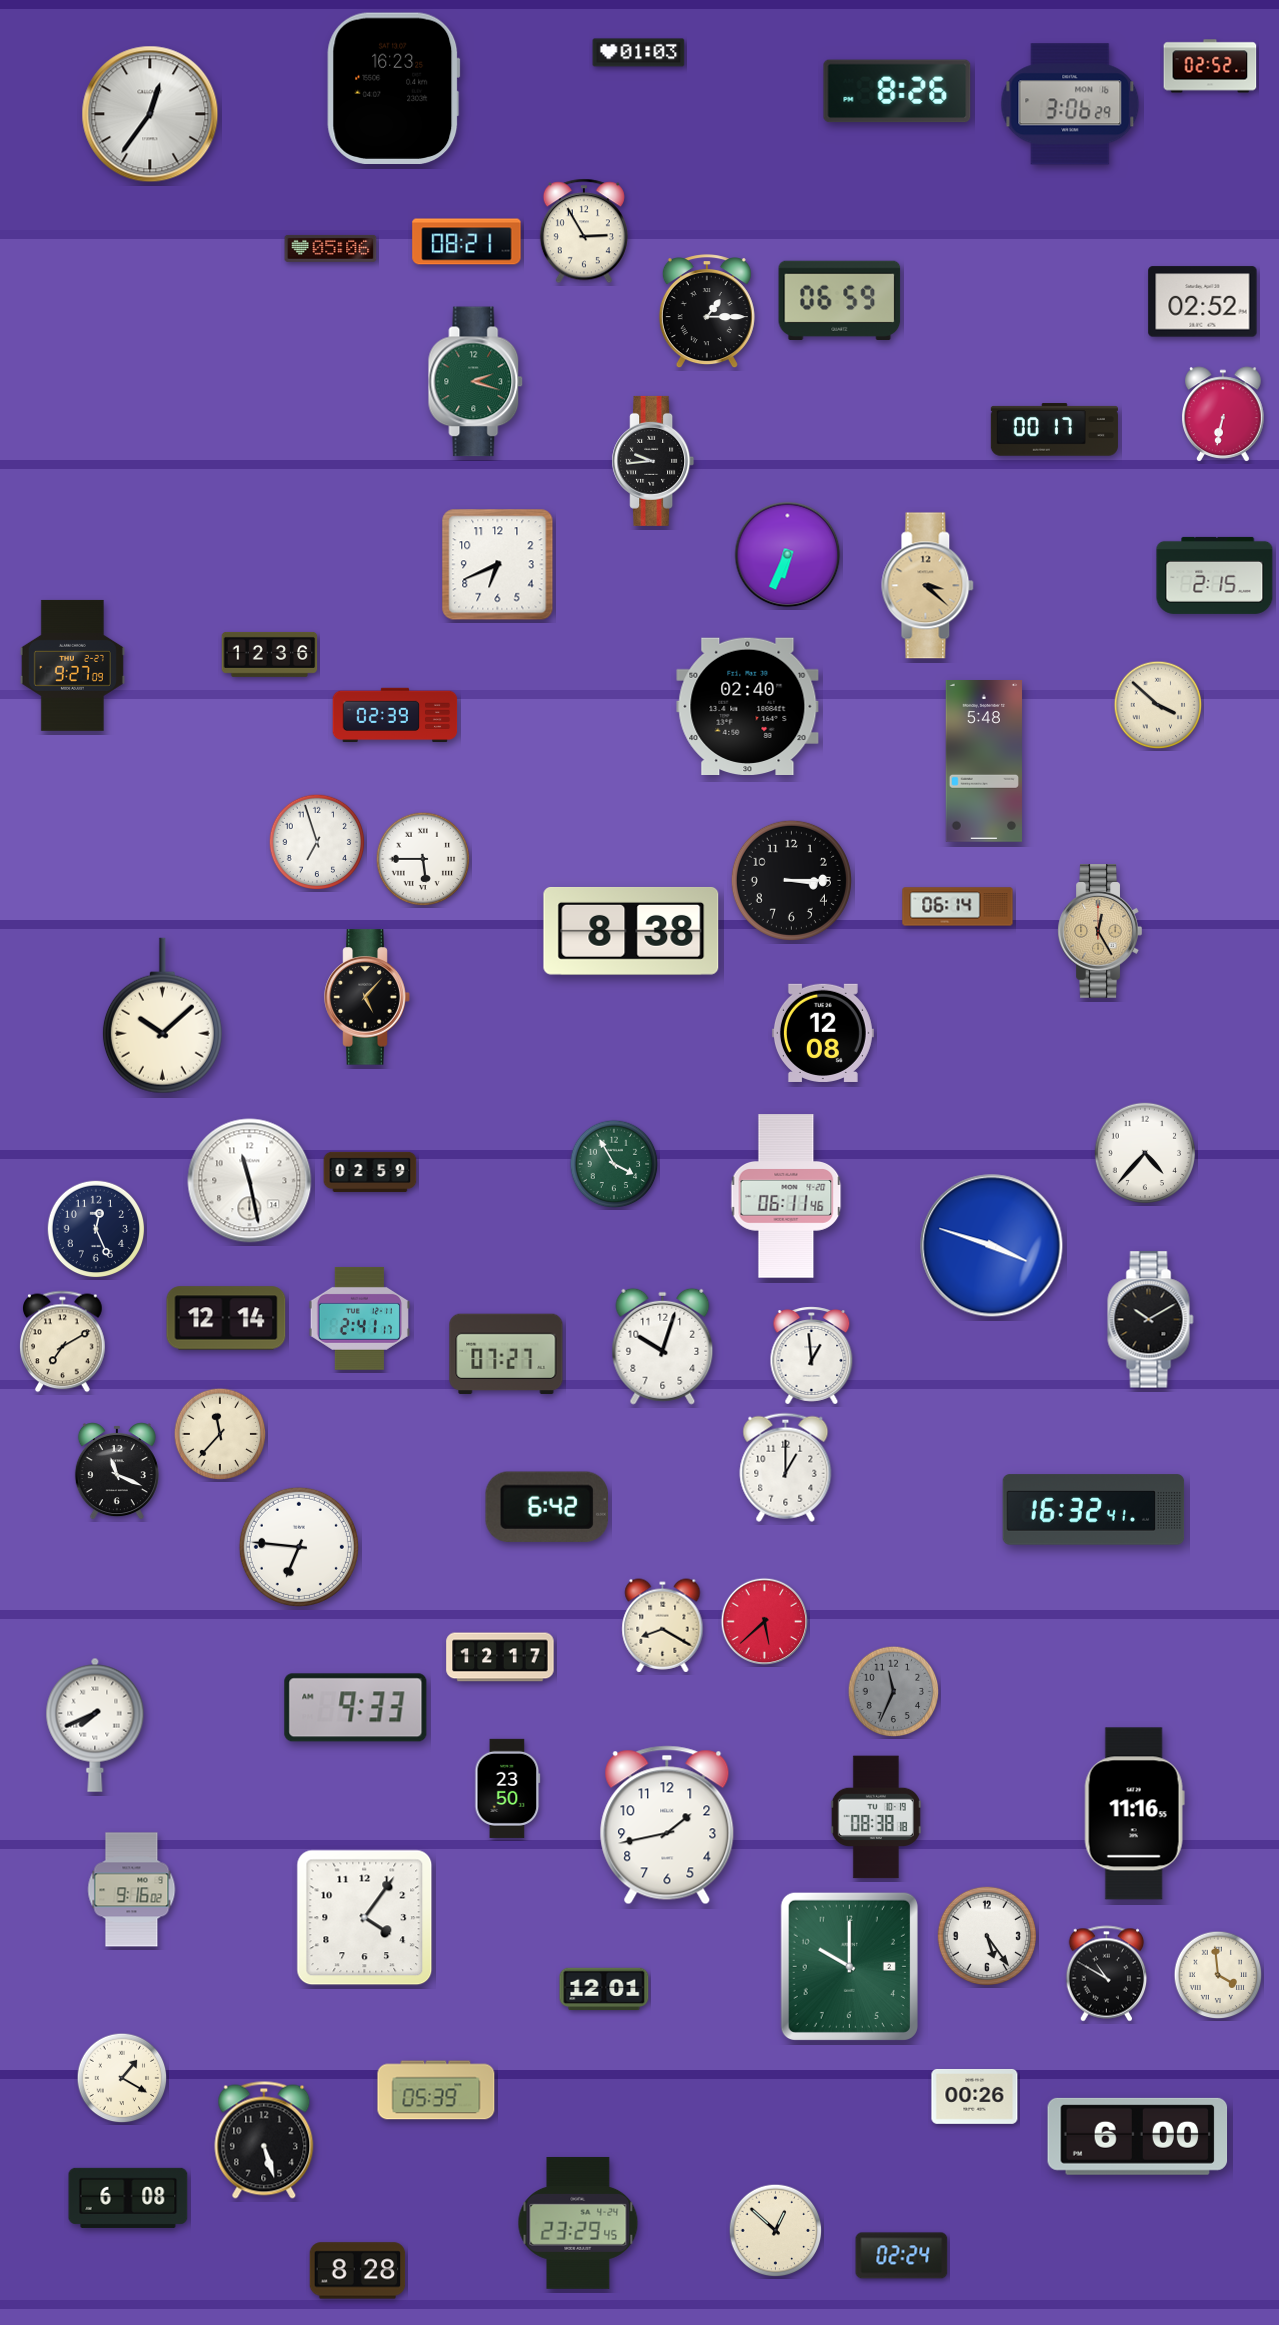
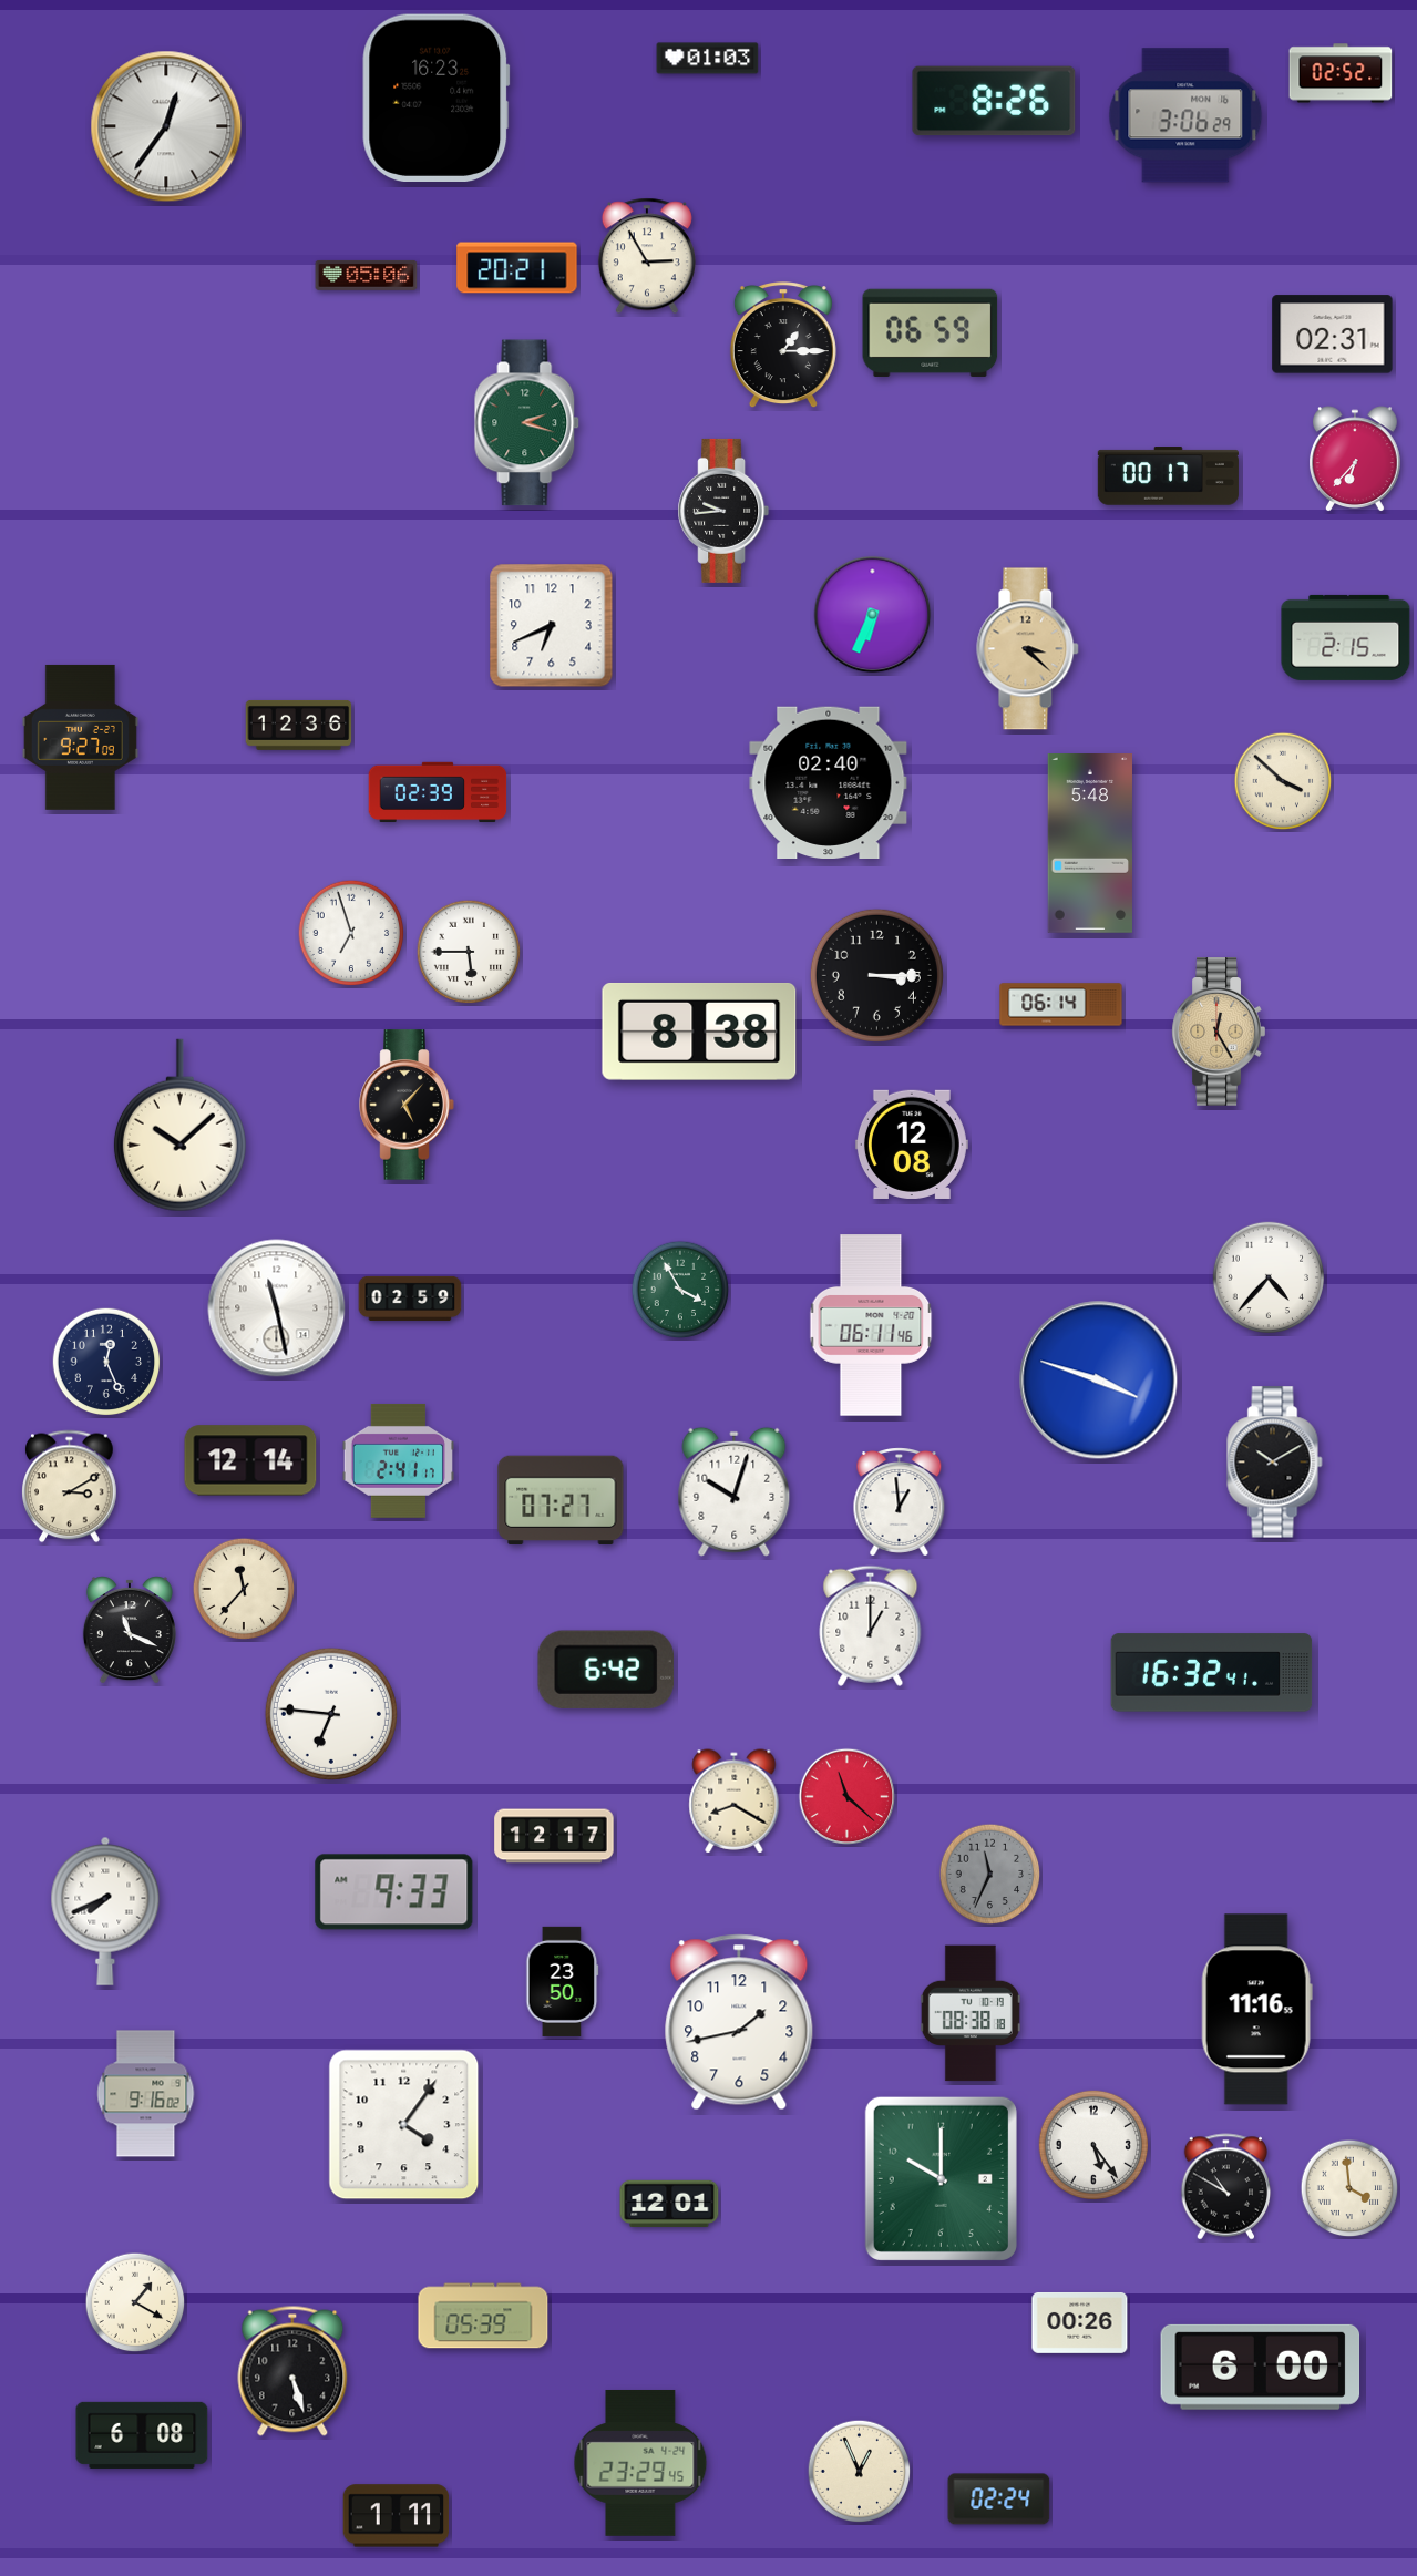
clock at (467, 242): 08:21 -> 20:21
clock at (1203, 302): 02:52 -> 02:31
clock at (1224, 414): 6:32 -> 6:37
clock at (63, 1342): 7:10 -> 3:10
clock at (765, 1622): 5:38 -> 11:22
clock at (776, 2231): 12:52 -> 12:56
clock at (358, 2271): 8:28 -> 1:11
